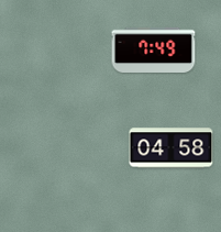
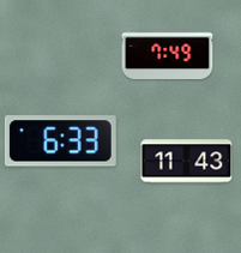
clock at (60, 141): none -> 6:33
clock at (172, 148): 04:58 -> 11:43
